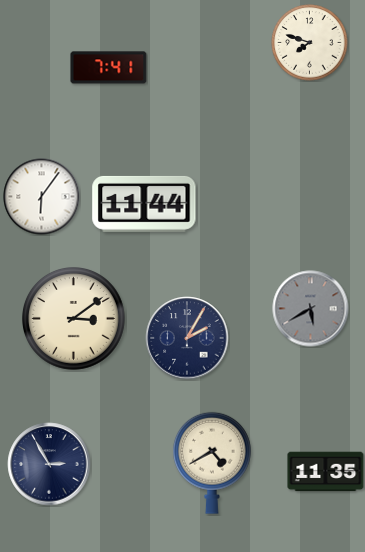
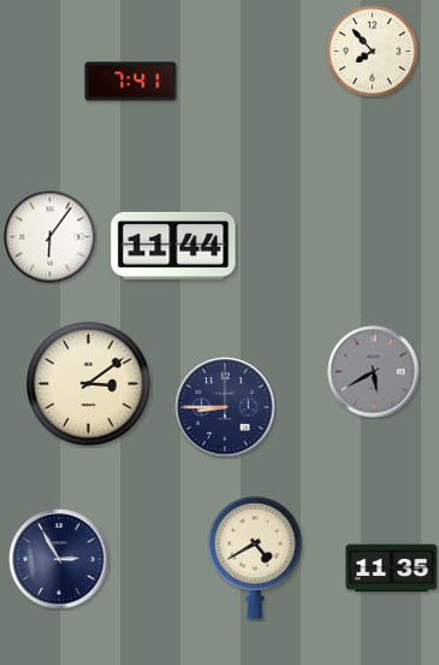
clock at (310, 43): 7:48 -> 7:53
clock at (187, 338): 2:05 -> 8:45
